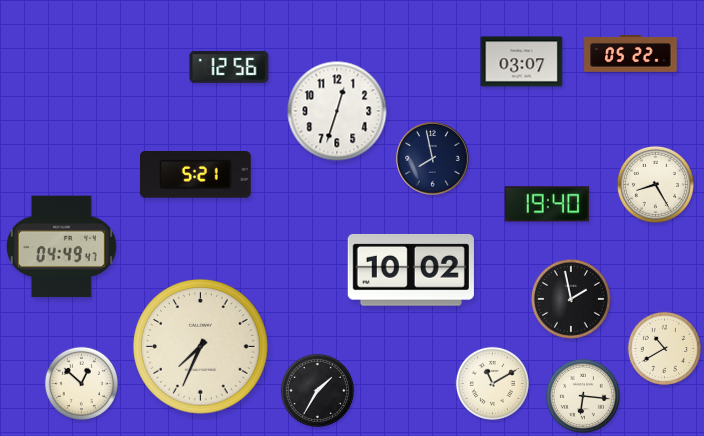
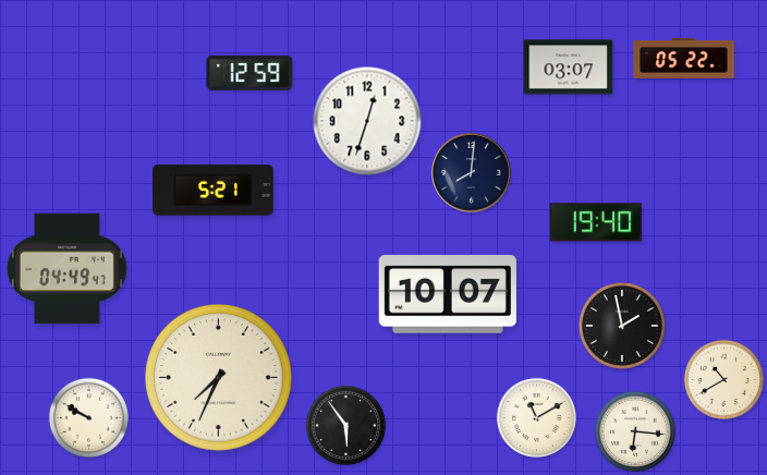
clock at (631, 53) position: (631, 53) -> (684, 58)
clock at (229, 67): 12:56 -> 12:59
clock at (433, 159): 7:58 -> 8:01
clock at (655, 184): 8:25 -> none
clock at (411, 270): 10:02 -> 10:07
clock at (81, 383): 12:52 -> 9:50
clock at (317, 390): 1:35 -> 5:54
